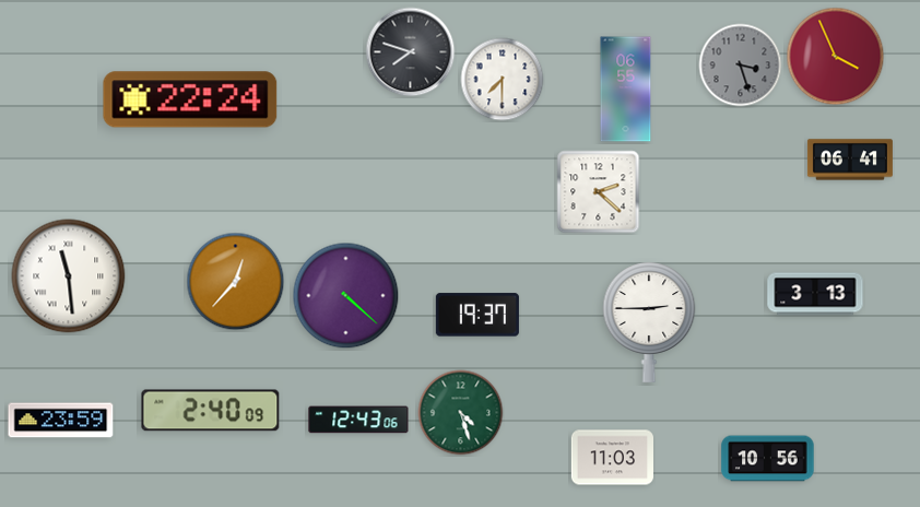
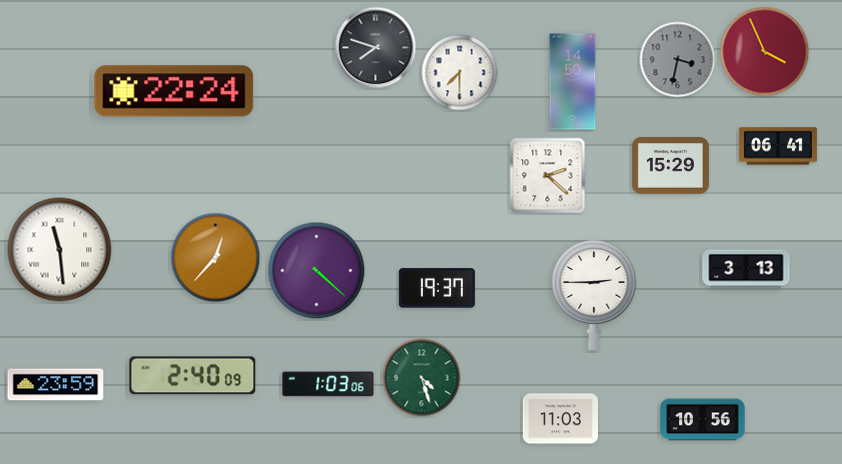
clock at (741, 66): 3:27 -> 3:32
clock at (626, 90): 06:55 -> 14:50
clock at (670, 166): none -> 15:29
clock at (69, 276) position: (69, 276) -> (60, 250)
clock at (358, 420): 12:43 -> 1:03
